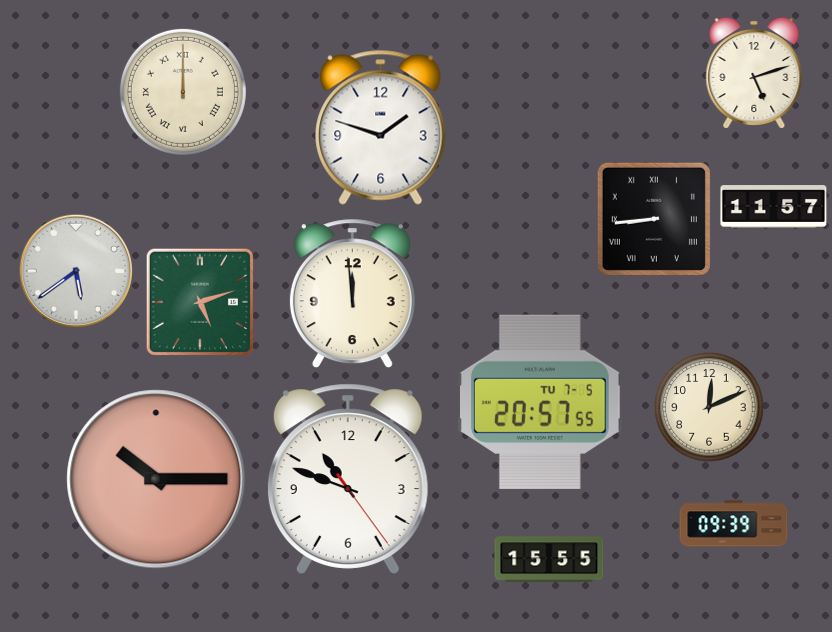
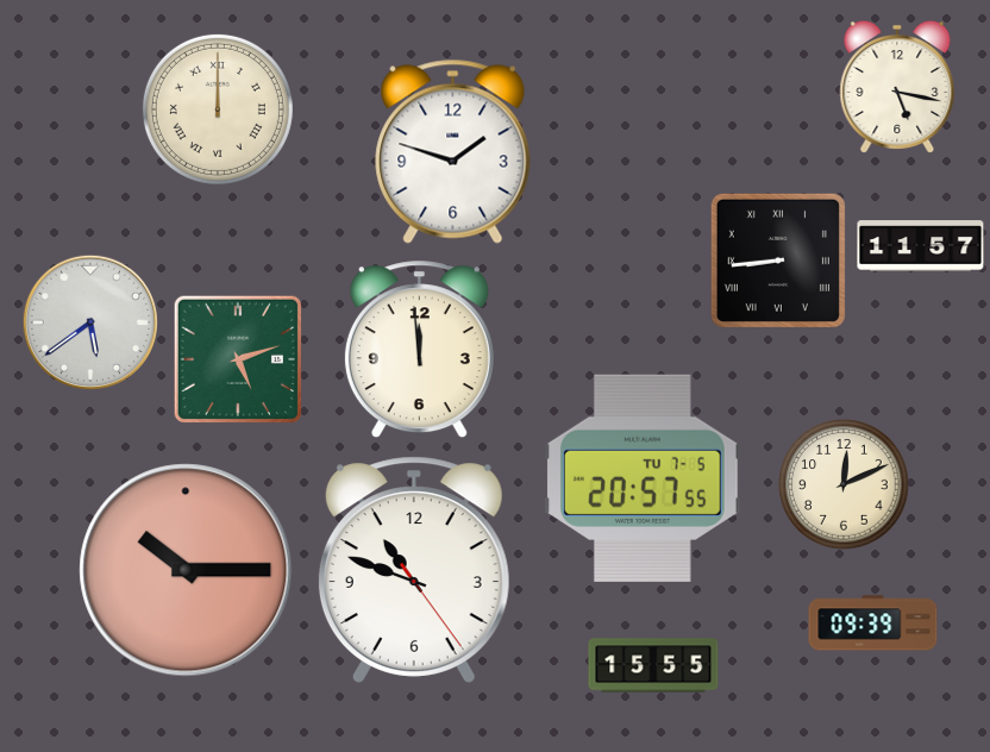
clock at (754, 73): 5:12 -> 5:17
